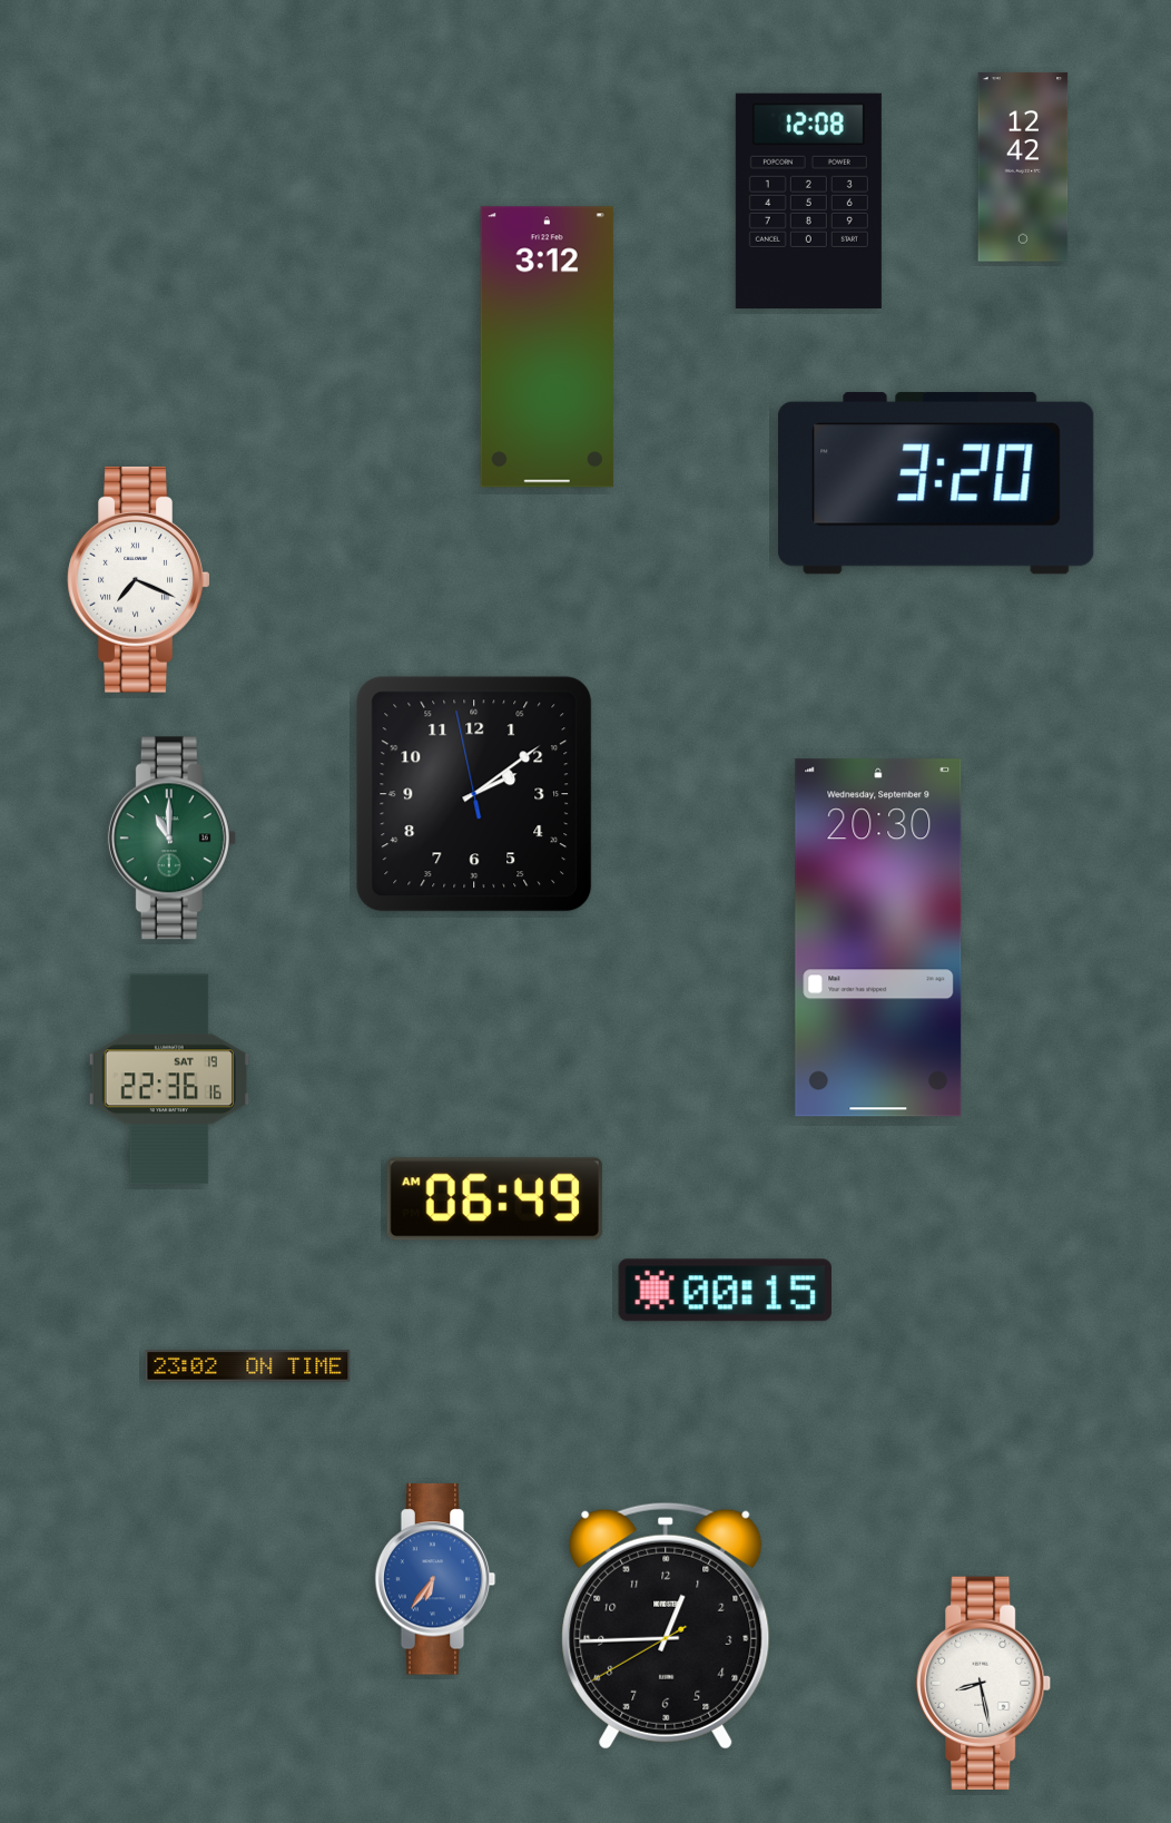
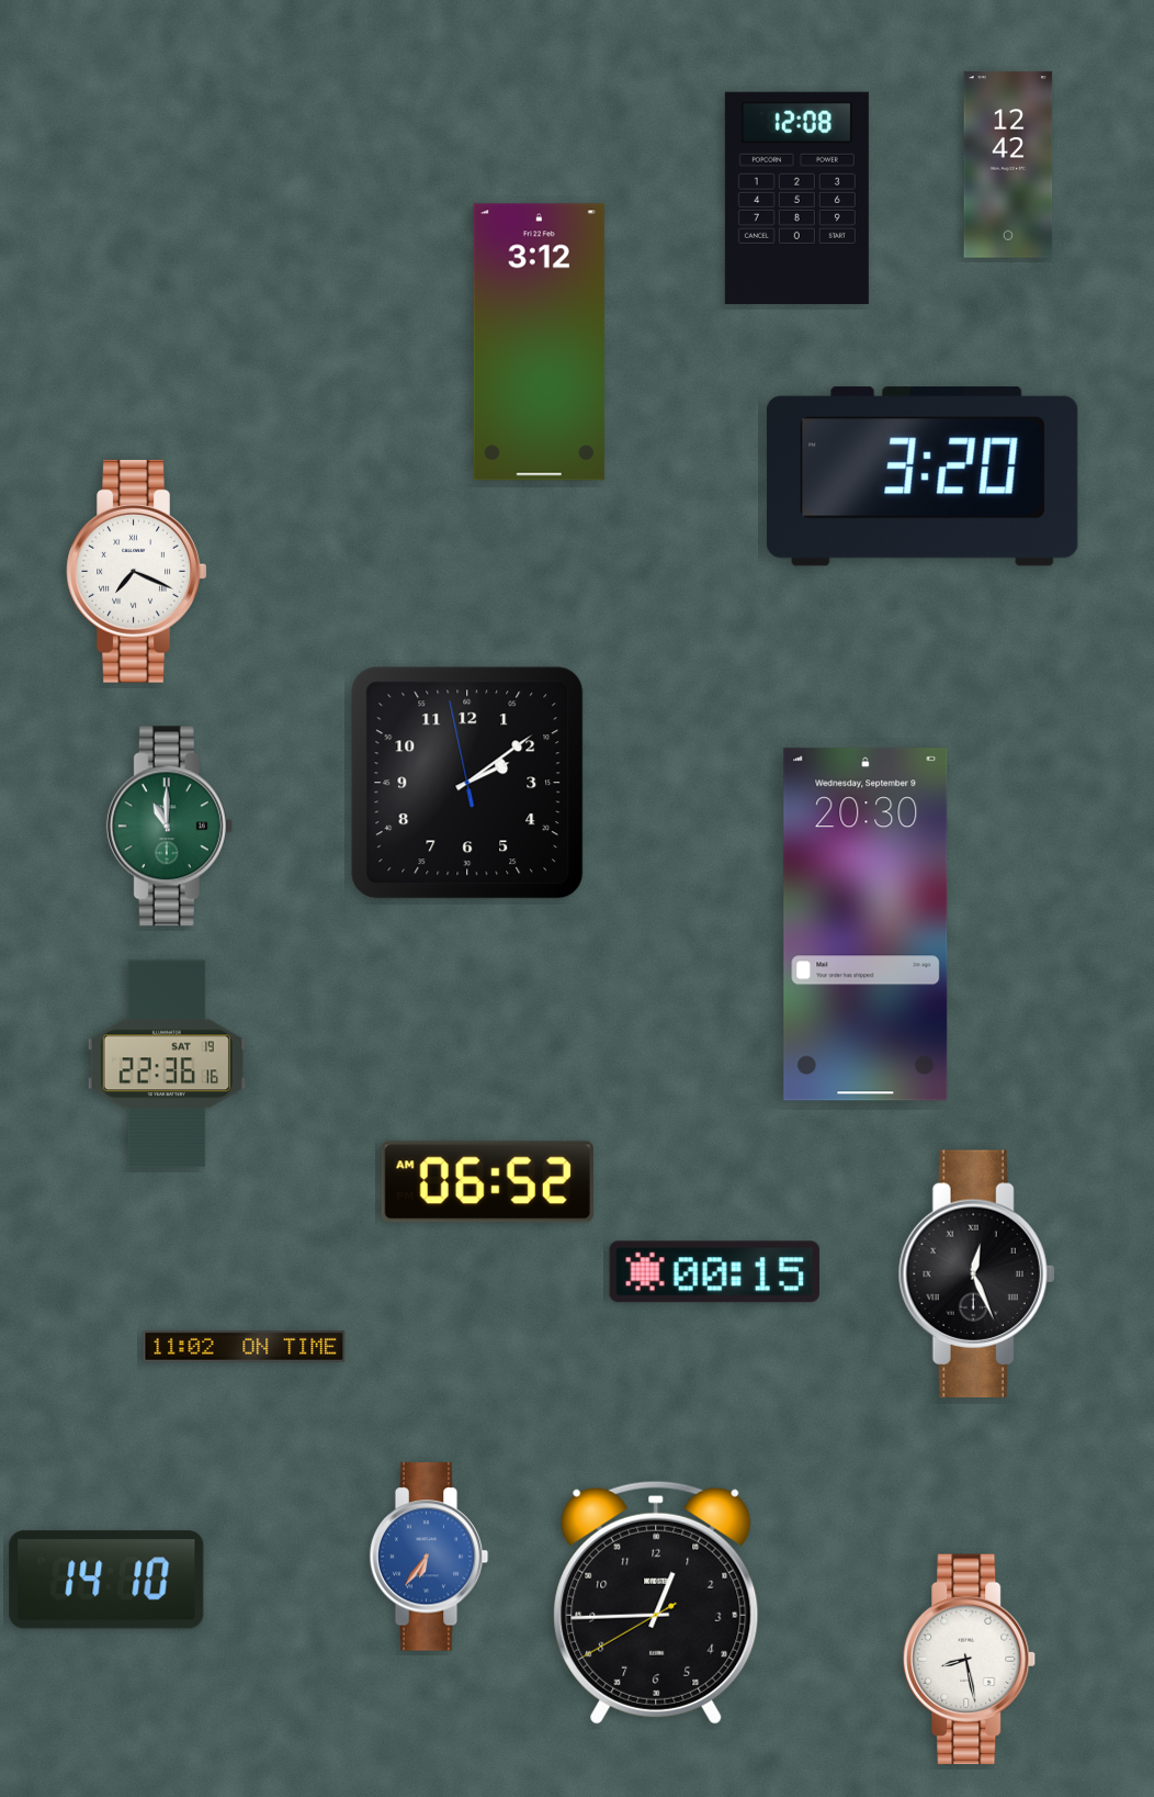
clock at (494, 1199): 06:49 -> 06:52
clock at (976, 1274): none -> 12:26
clock at (248, 1366): 23:02 -> 11:02
clock at (106, 1580): none -> 14:10
